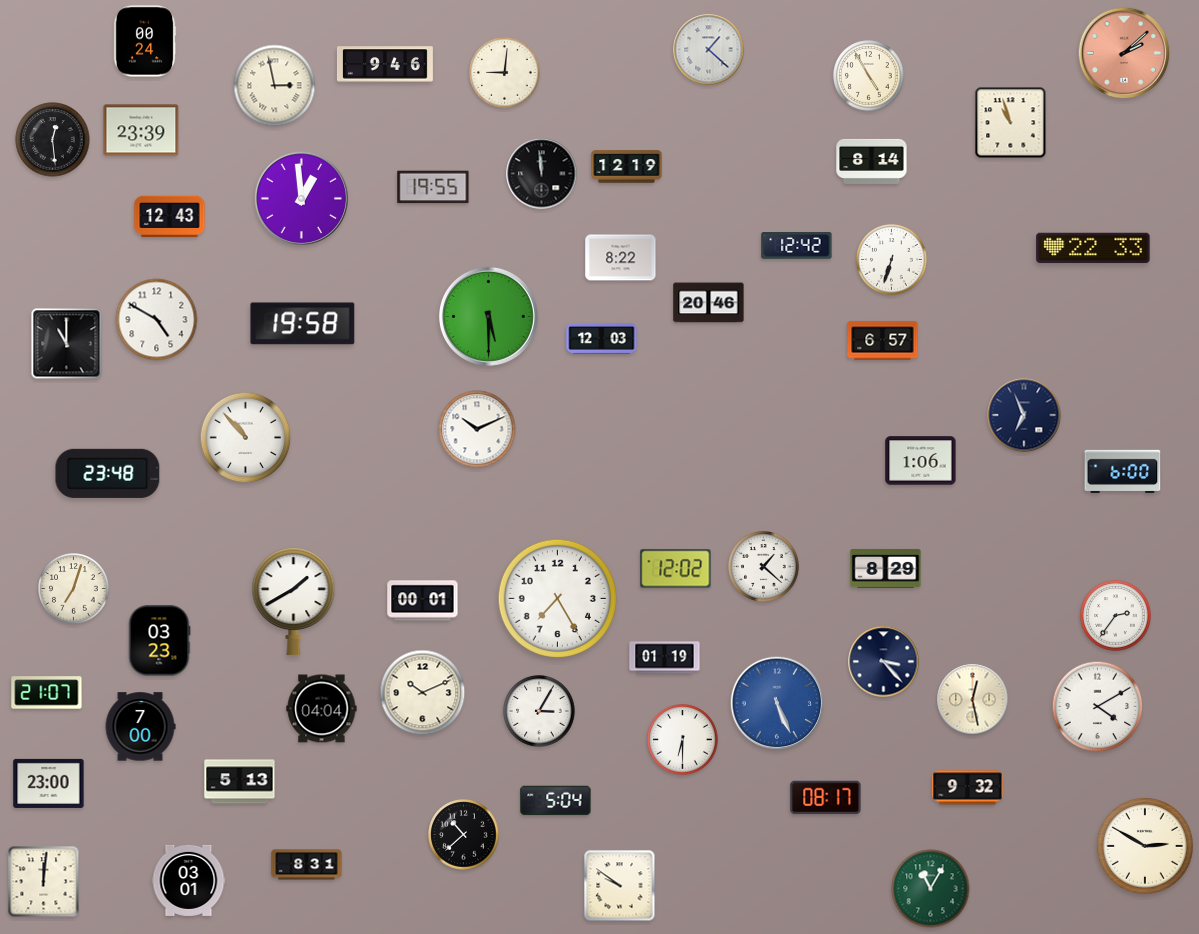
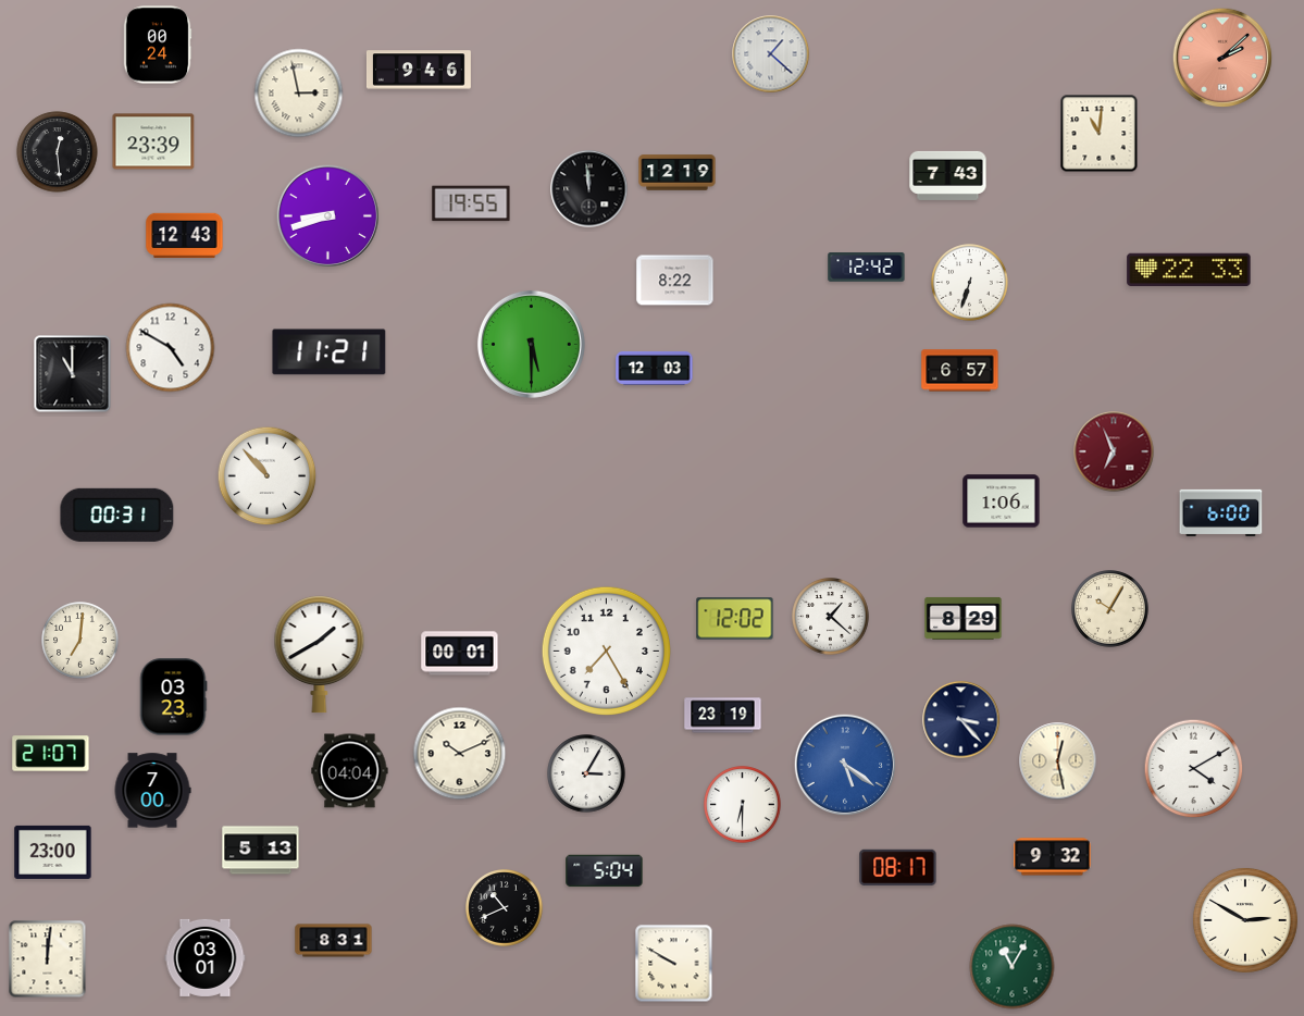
clock at (505, 73): 9:01 -> none
clock at (869, 76): 4:55 -> none
clock at (1011, 123): 10:57 -> 11:01
clock at (872, 161): 8:14 -> 7:43
clock at (627, 167) position: (627, 167) -> (678, 173)
clock at (301, 198): 12:59 -> 8:42
clock at (709, 303): 20:46 -> none
clock at (303, 324): 19:58 -> 11:21
clock at (1024, 415) dial: navy -> burgundy
clock at (477, 429): 10:11 -> none
clock at (108, 473): 23:48 -> 00:31
clock at (1110, 609): none -> 10:05
clock at (74, 589): 7:03 -> 7:01
clock at (1116, 616): 2:36 -> none
clock at (665, 658): 01:19 -> 23:19
clock at (776, 702): 5:26 -> 5:21
clock at (464, 835): 10:38 -> 10:41
clock at (620, 886): 9:51 -> 9:50
